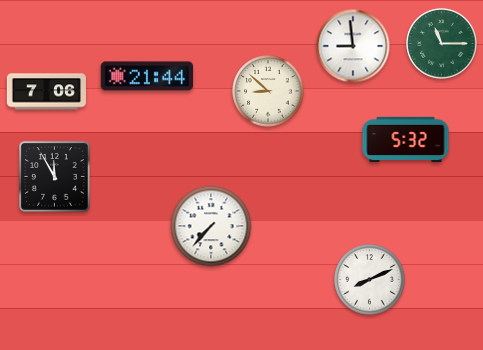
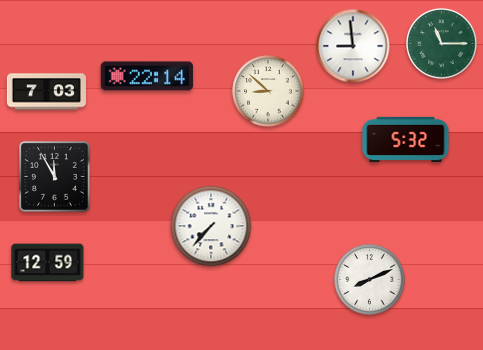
clock at (147, 76): 21:44 -> 22:14
clock at (46, 92): 7:06 -> 7:03
clock at (48, 263): none -> 12:59
